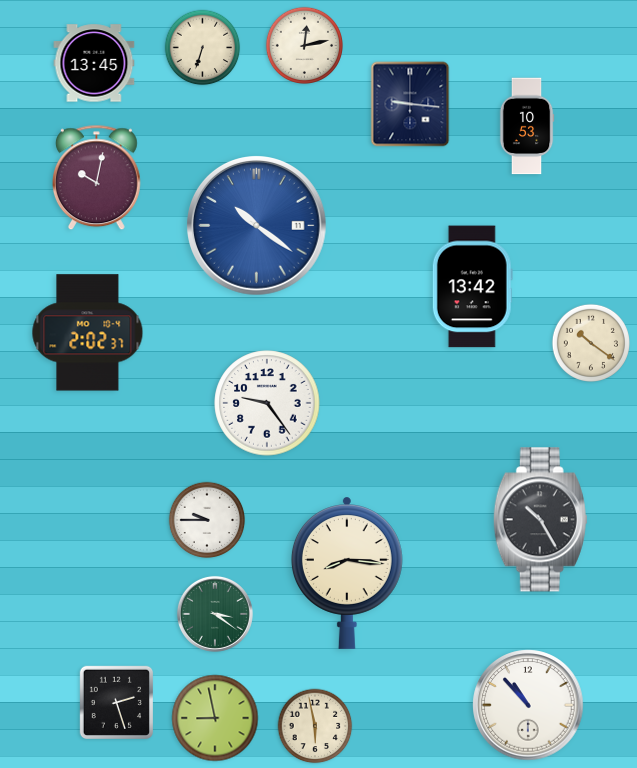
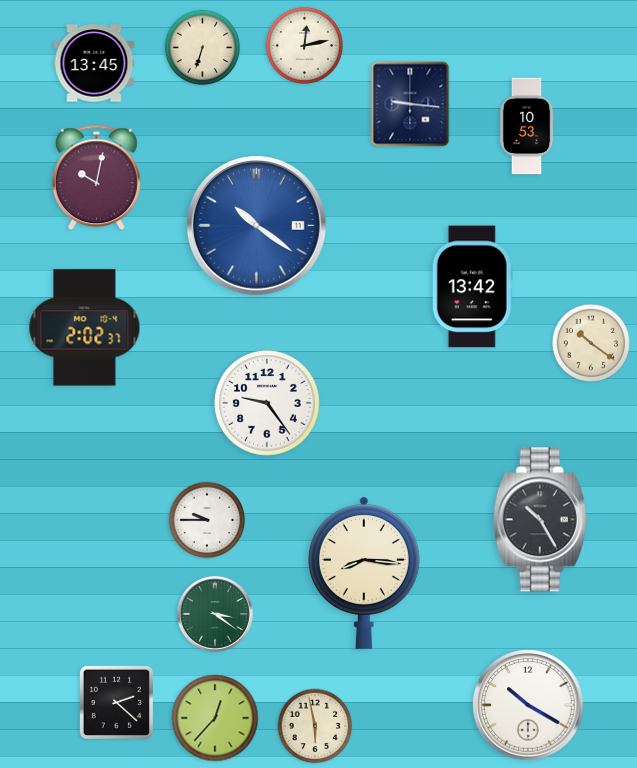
clock at (88, 333) position: (88, 333) -> (85, 328)
clock at (347, 573) position: (347, 573) -> (364, 573)
clock at (116, 702): 2:27 -> 2:22
clock at (528, 705): 10:53 -> 10:20
clock at (215, 718): 8:58 -> 12:37
